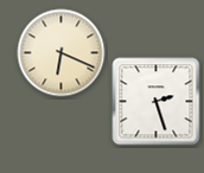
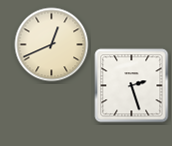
clock at (62, 53): 6:19 -> 12:41
